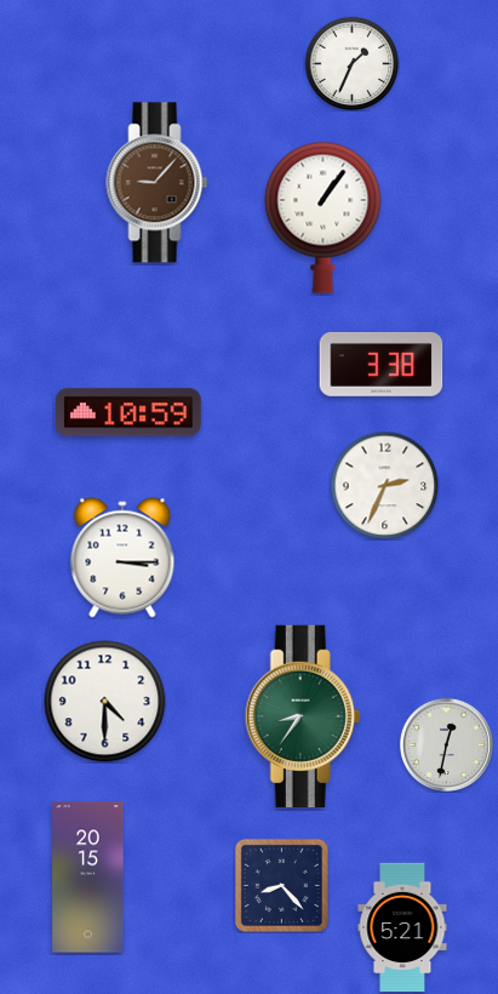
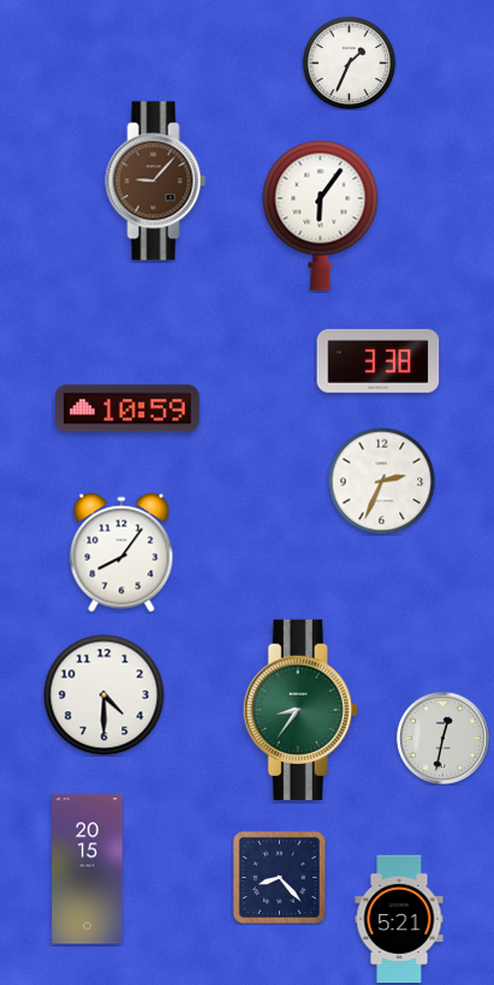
clock at (324, 217): 1:06 -> 6:06
clock at (122, 558): 3:15 -> 8:06
